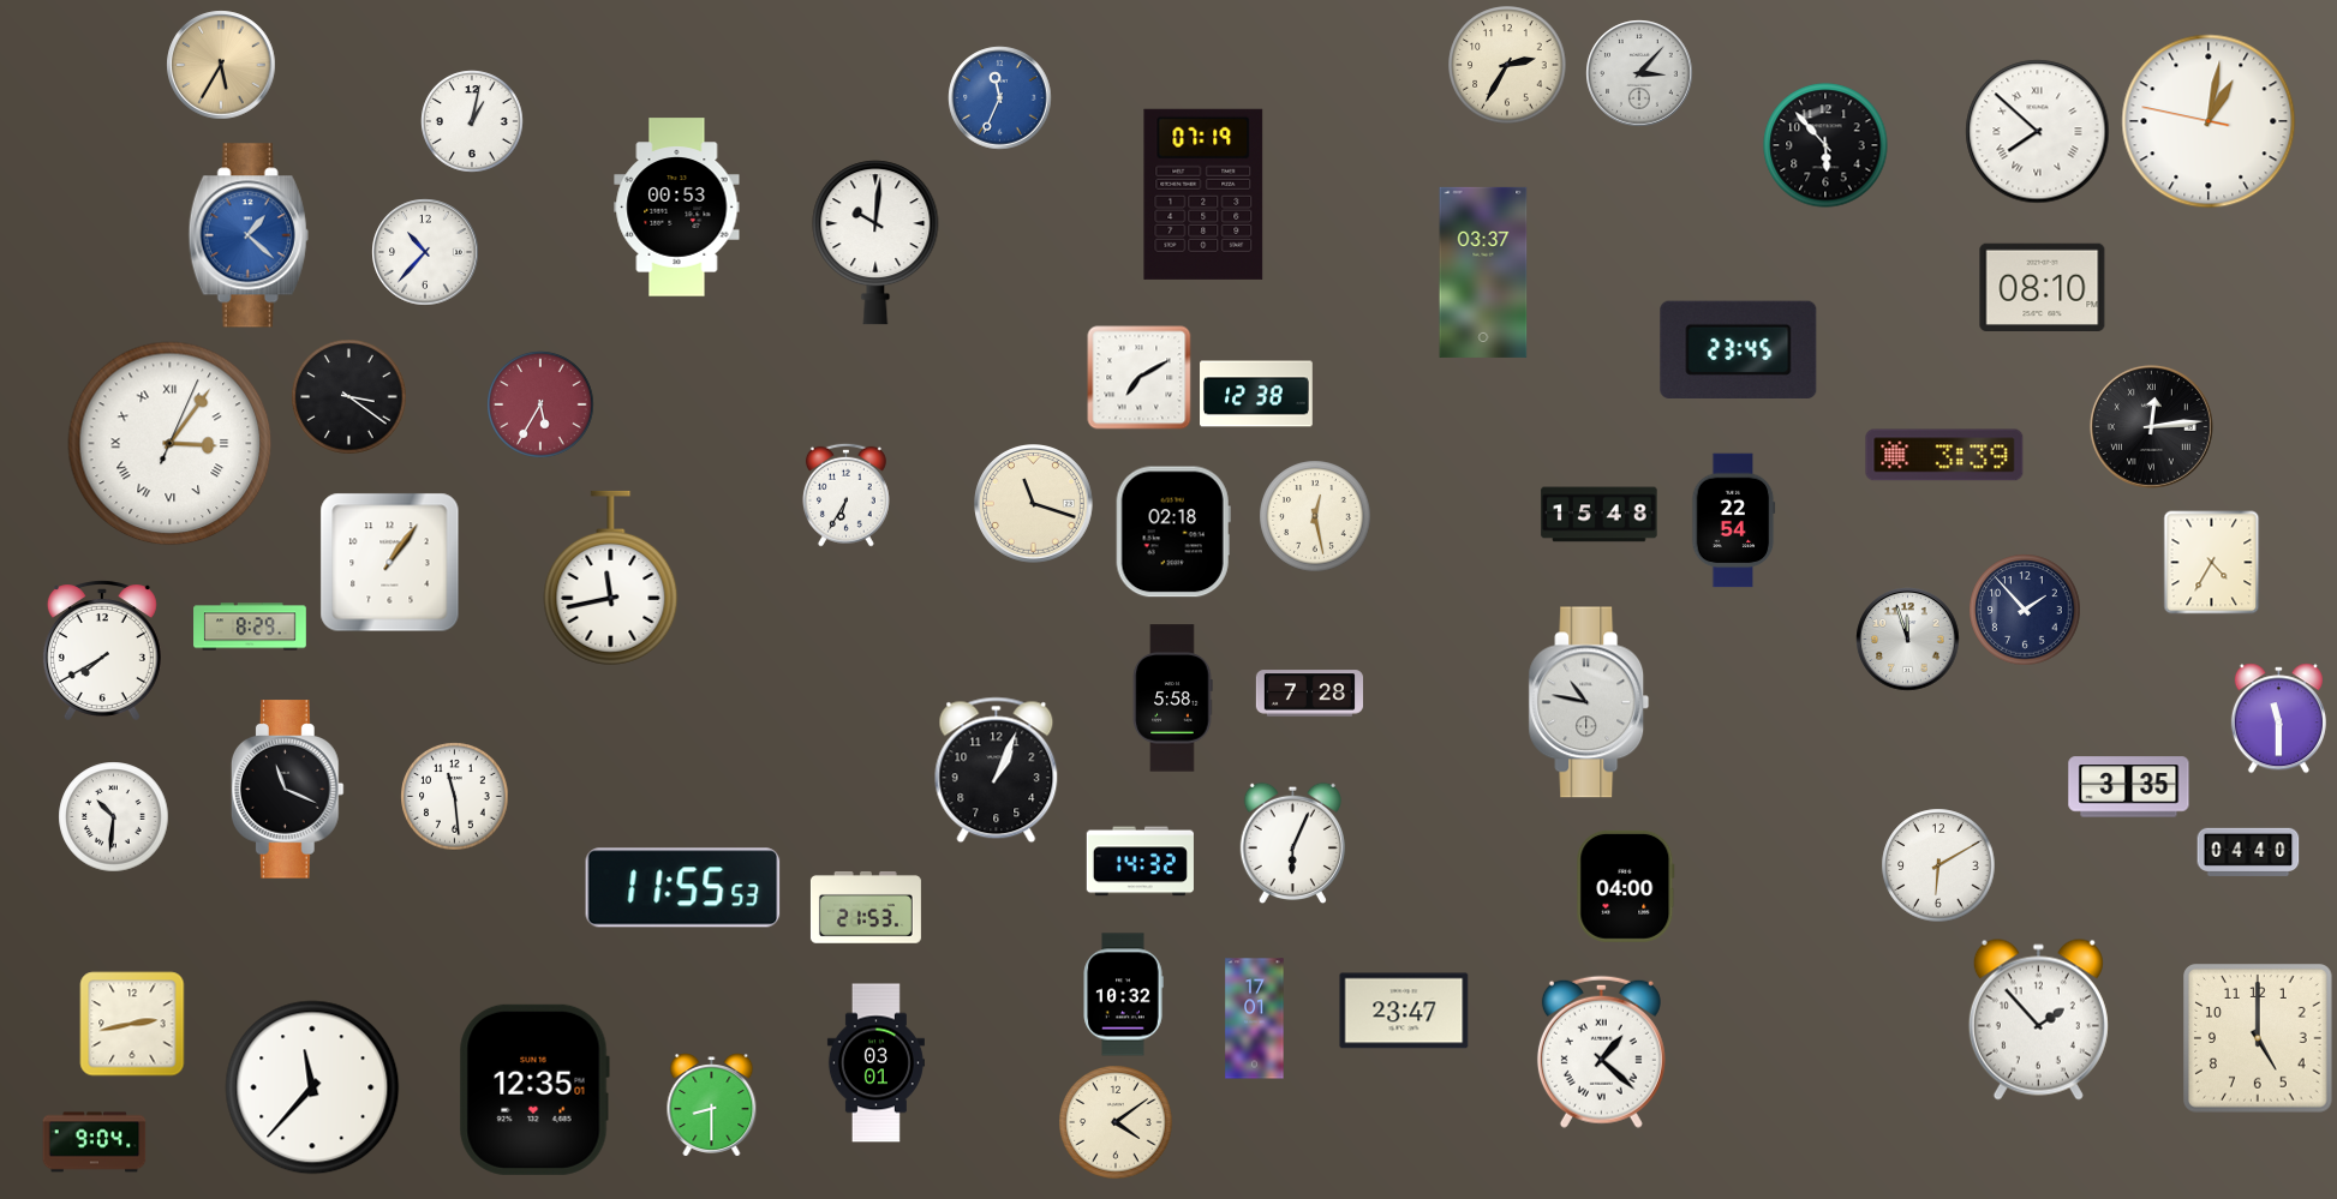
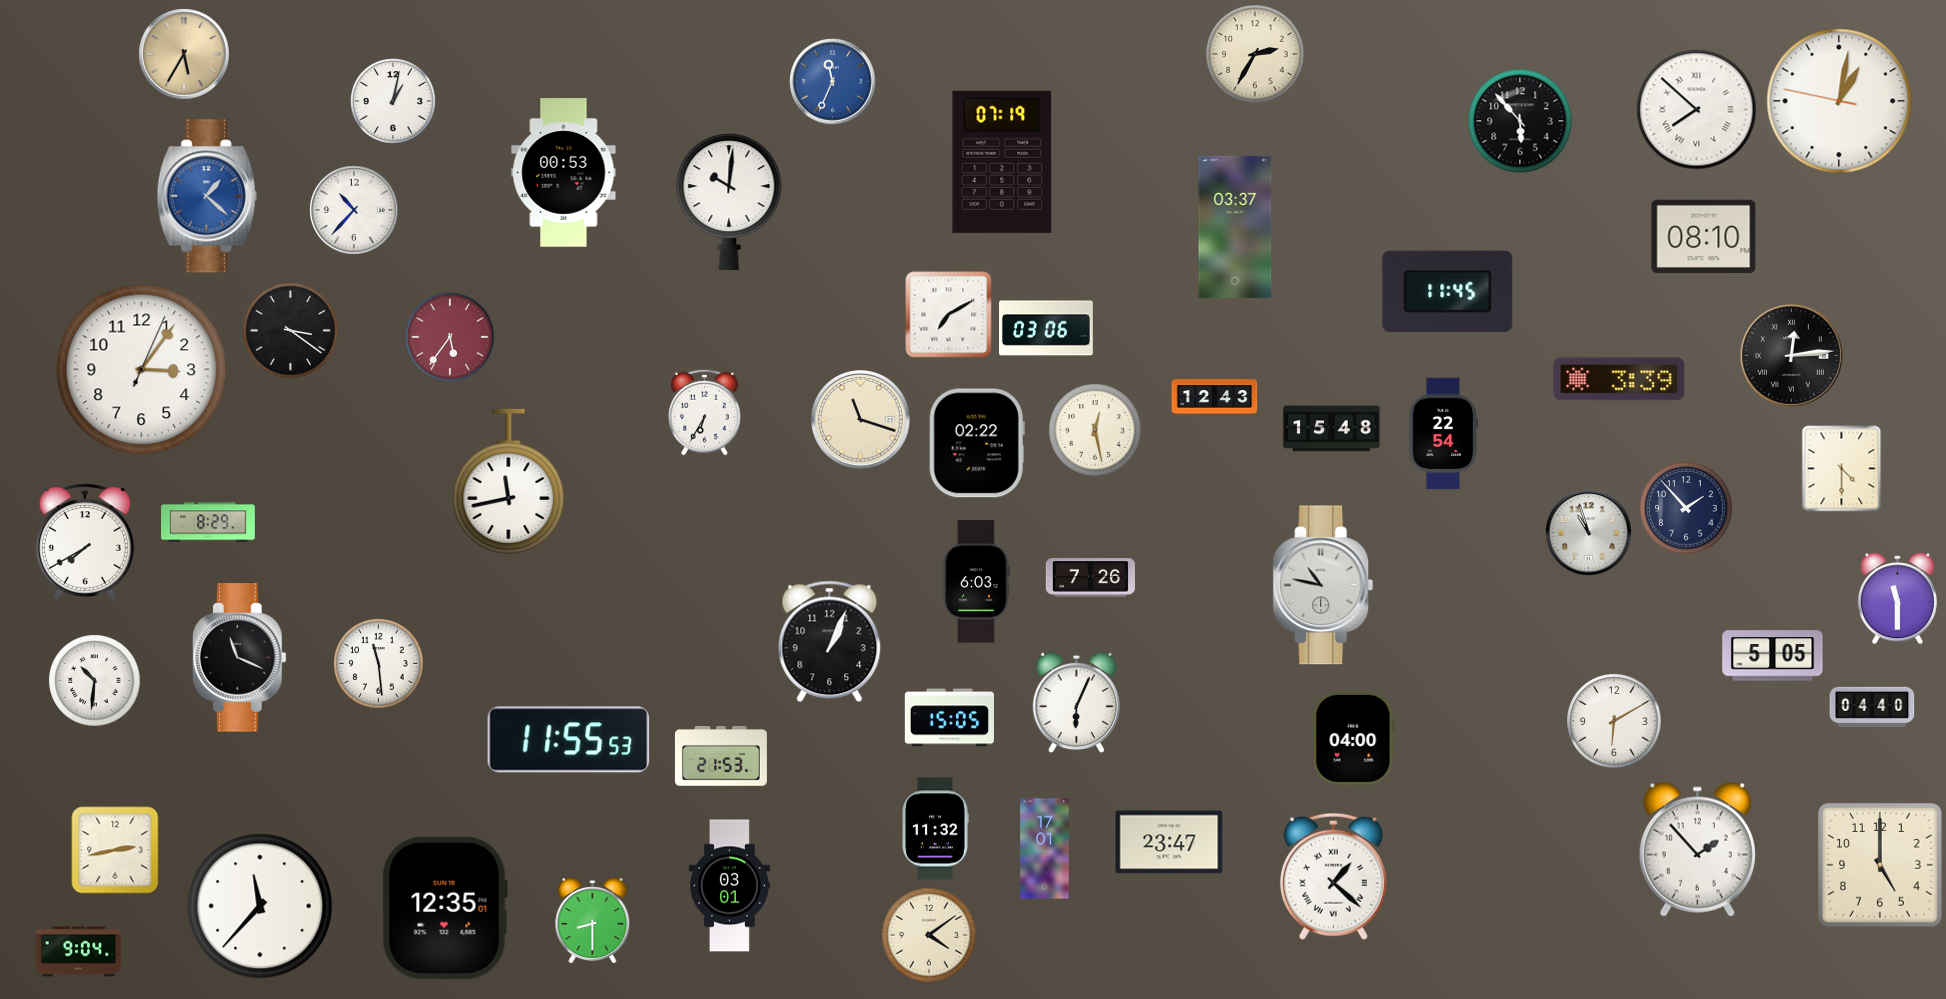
clock at (1639, 73): 3:07 -> none
clock at (2043, 287) position: (2043, 287) -> (1704, 236)
clock at (1739, 349): 23:45 -> 11:45
clock at (1256, 394): 12:38 -> 03:06
clock at (540, 404): 5:35 -> 5:36
clock at (171, 444) numerals: Roman -> Arabic
clock at (1215, 397): none -> 12:43
clock at (1173, 532): 02:18 -> 02:22
clock at (390, 563): 1:06 -> none
clock at (2212, 563): 4:35 -> 4:30
clock at (1908, 640): 11:57 -> 10:57
clock at (1309, 694): 7:28 -> 7:26
clock at (1172, 699): 5:58 -> 6:03
clock at (2129, 787): 3:35 -> 5:05
clock at (2248, 852) position: (2248, 852) -> (1872, 707)
clock at (1140, 862): 14:32 -> 15:05
clock at (1123, 995): 10:32 -> 11:32
clock at (132, 1024) position: (132, 1024) -> (115, 850)
